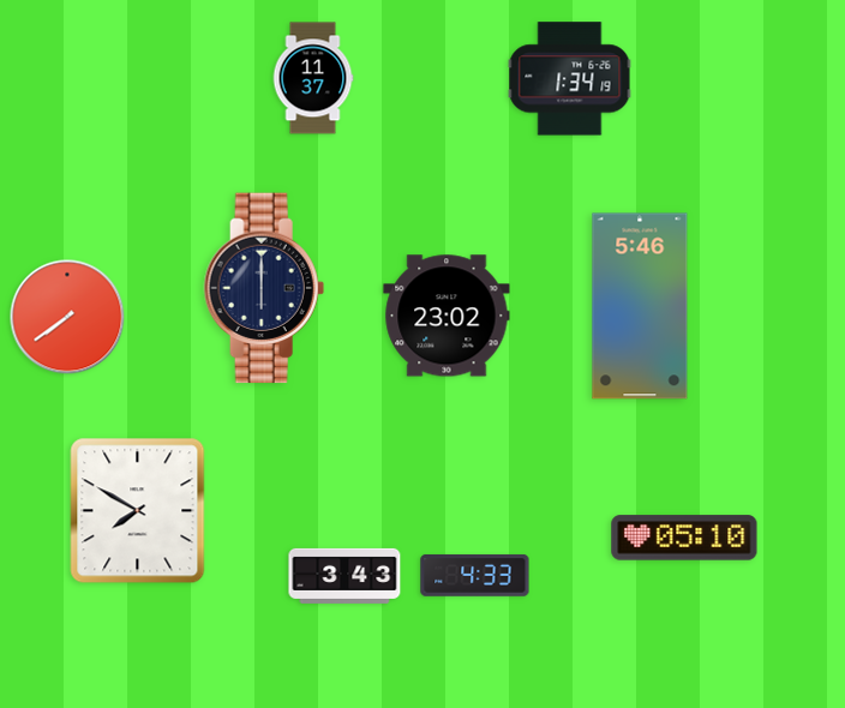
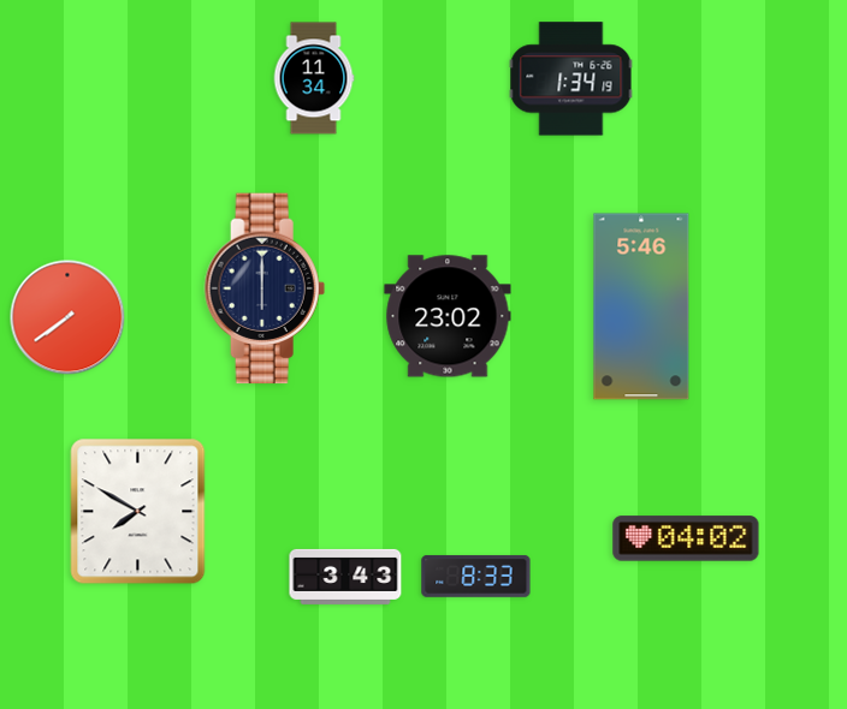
clock at (313, 78): 11:37 -> 11:34
clock at (684, 538): 05:10 -> 04:02
clock at (475, 576): 4:33 -> 8:33
